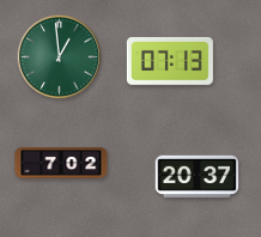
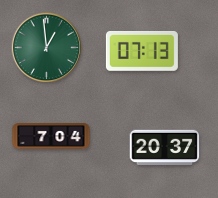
clock at (60, 57) position: (60, 57) -> (47, 48)
clock at (61, 164): 7:02 -> 7:04
